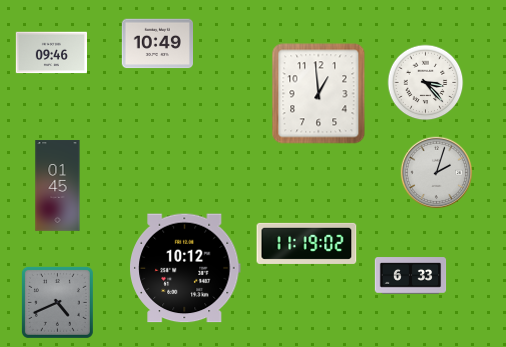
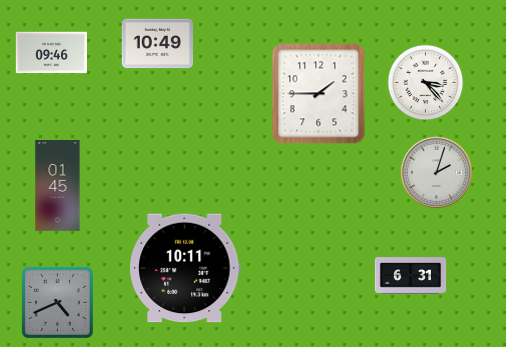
clock at (319, 94): 12:59 -> 1:45
clock at (307, 243): 11:19 -> none
clock at (186, 268): 10:12 -> 10:11
clock at (411, 276): 6:33 -> 6:31
